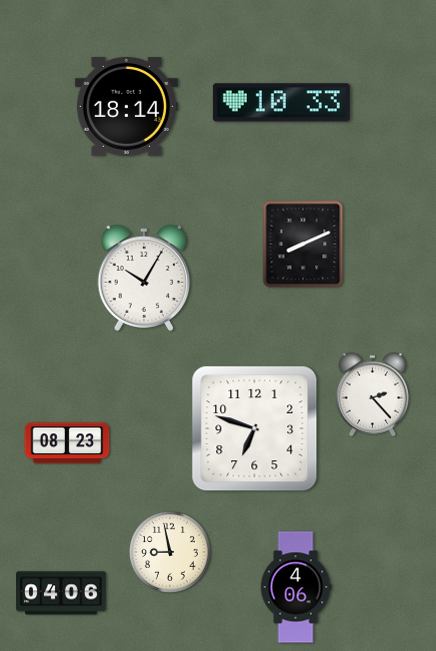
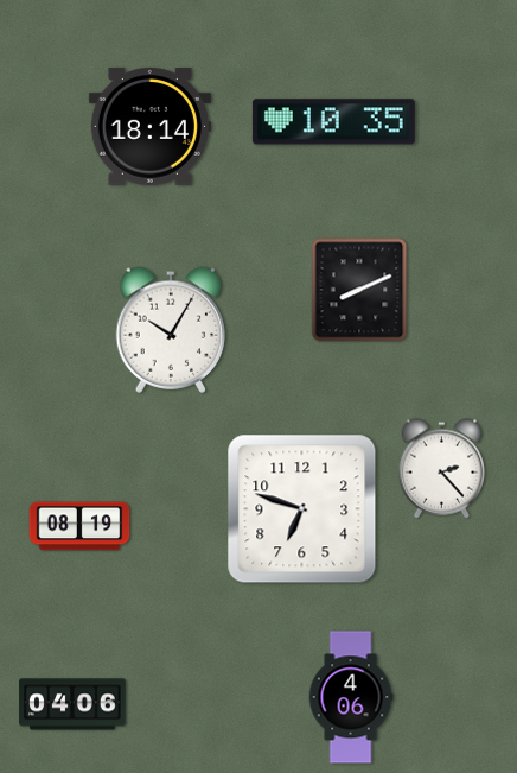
clock at (281, 103): 10:33 -> 10:35
clock at (67, 443): 08:23 -> 08:19
clock at (170, 552): 8:58 -> none
